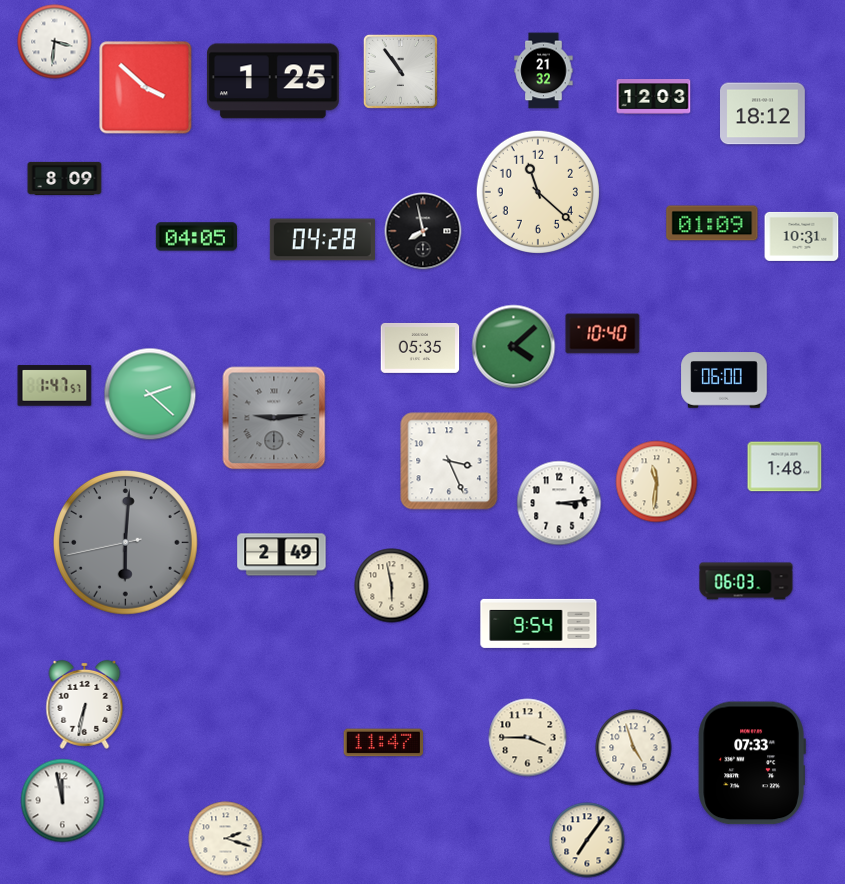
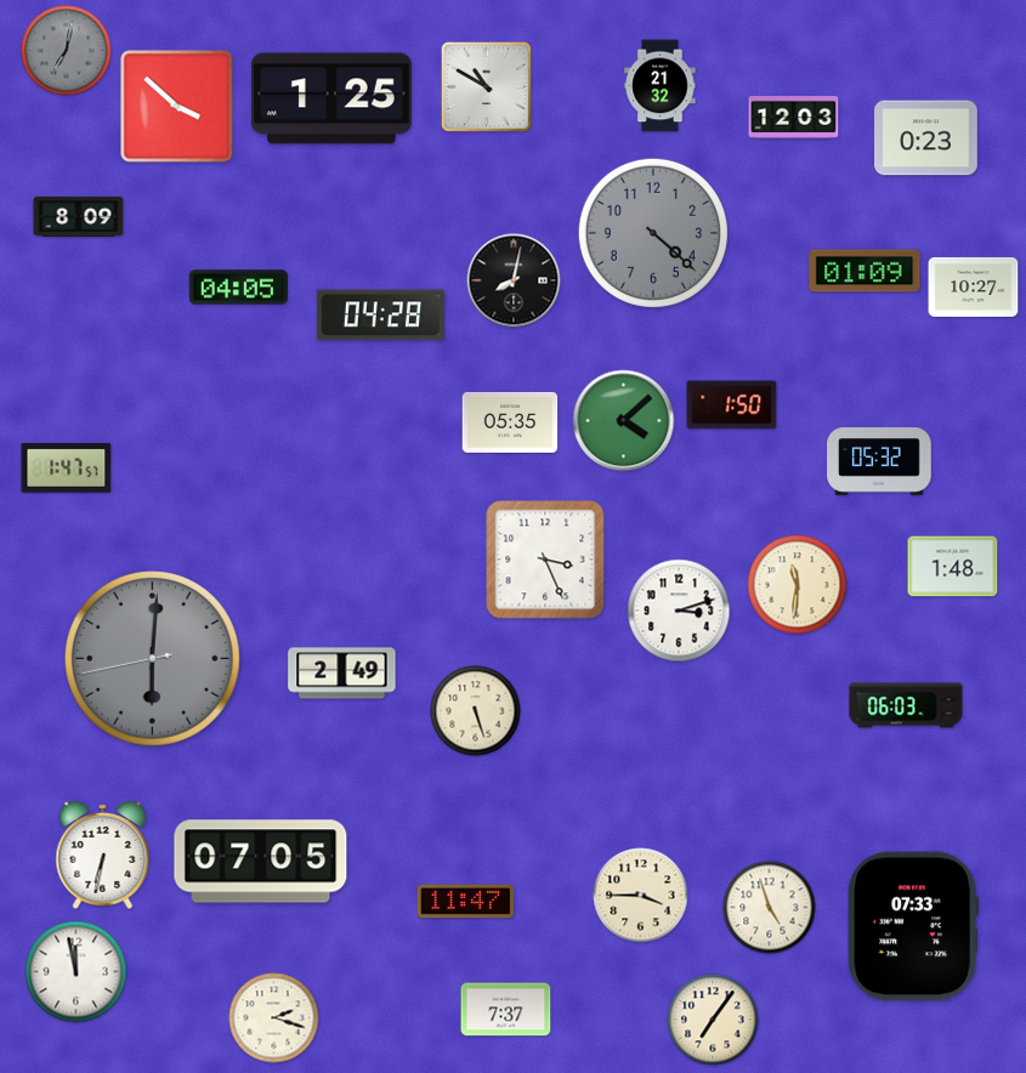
clock at (55, 42): 3:31 -> 7:02
clock at (55, 42) dial: white -> grey
clock at (400, 71): 10:54 -> 10:50
clock at (763, 114): 18:12 -> 0:23
clock at (538, 192): 11:22 -> 4:22
clock at (538, 192) dial: cream -> grey
clock at (423, 231): 7:58 -> 8:02
clock at (802, 236): 10:31 -> 10:27
clock at (322, 240) position: (322, 240) -> (380, 316)
clock at (603, 334): 10:40 -> 1:50
clock at (724, 380): 06:00 -> 05:32
clock at (150, 394): 2:22 -> none
clock at (274, 418): 9:14 -> none
clock at (559, 503): 3:14 -> 3:12
clock at (392, 586): 5:58 -> 5:27
clock at (539, 623): 9:54 -> none
clock at (261, 862): none -> 07:05
clock at (506, 1010): none -> 7:37
